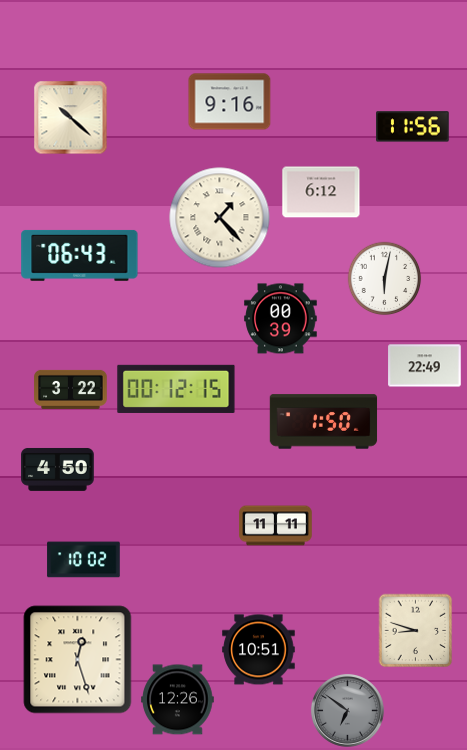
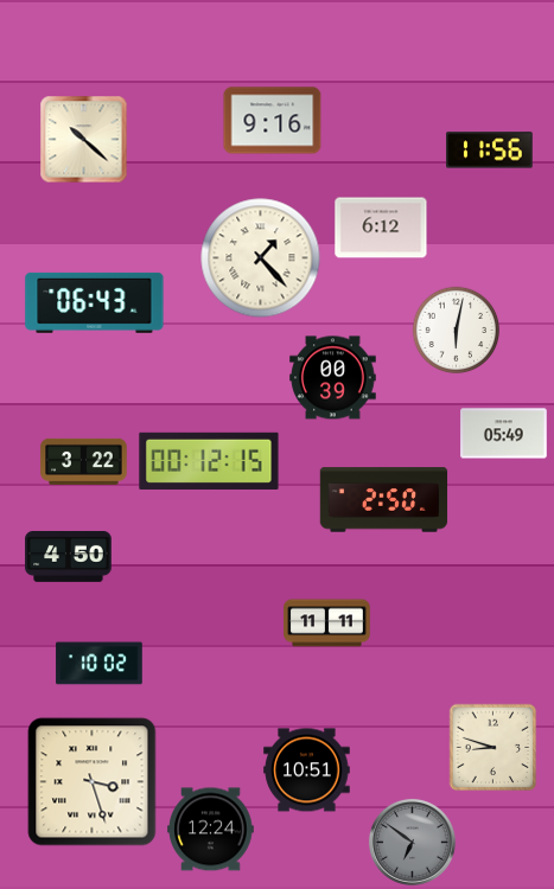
clock at (425, 366): 22:49 -> 05:49
clock at (324, 422): 1:50 -> 2:50
clock at (78, 660): 12:27 -> 3:27
clock at (178, 700): 12:26 -> 12:24
